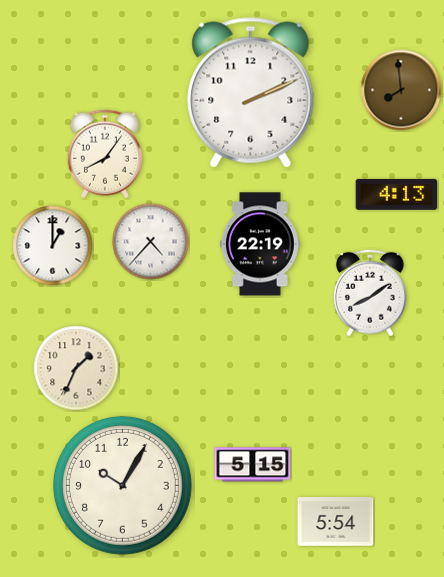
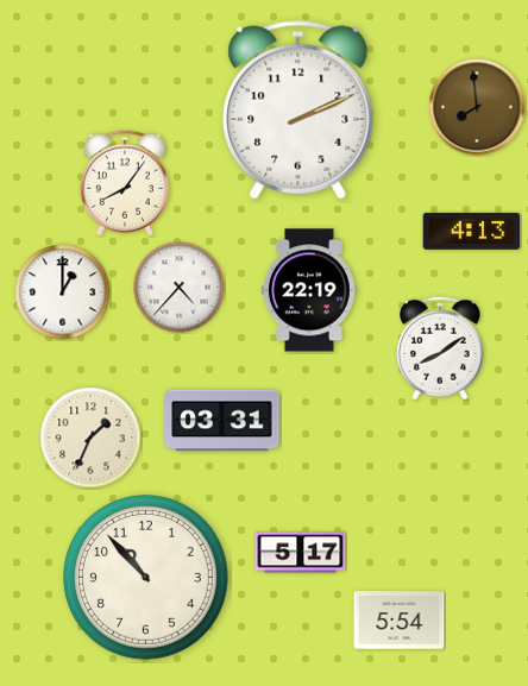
clock at (222, 421): none -> 03:31
clock at (253, 465): 5:15 -> 5:17
clock at (122, 485): 10:05 -> 10:53
